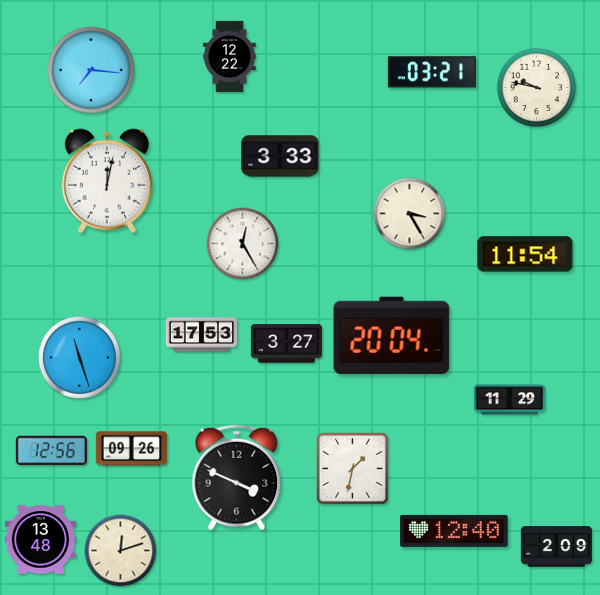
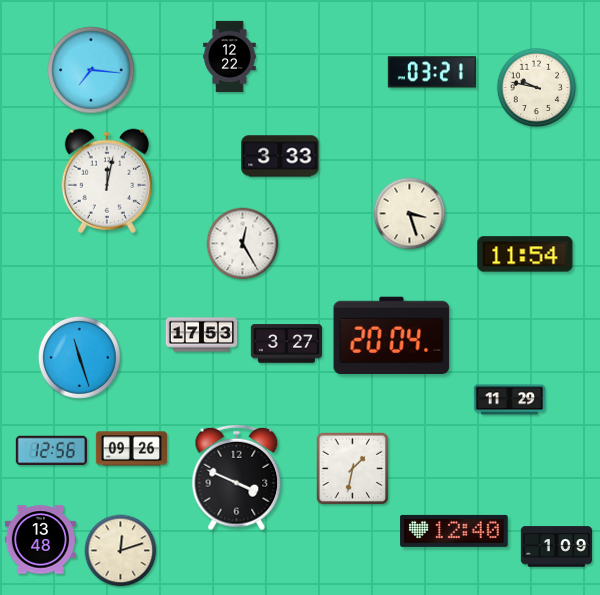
clock at (410, 214): 3:25 -> 3:27
clock at (556, 547): 2:09 -> 1:09
